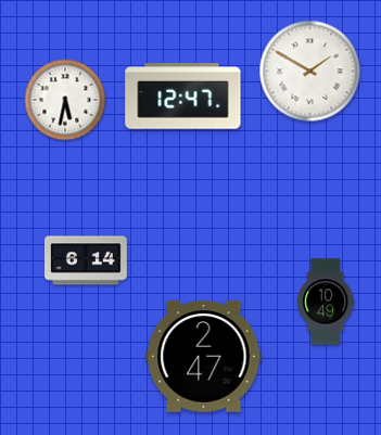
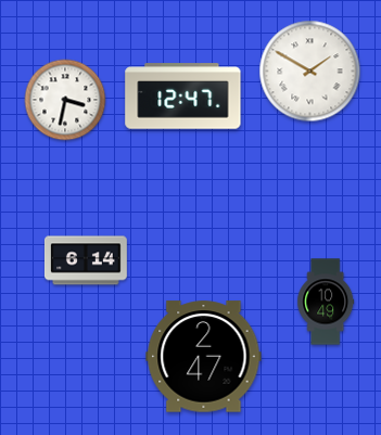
clock at (65, 100): 5:32 -> 3:32
